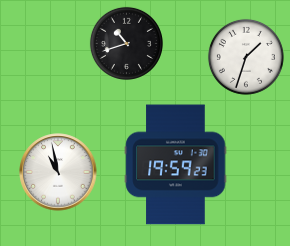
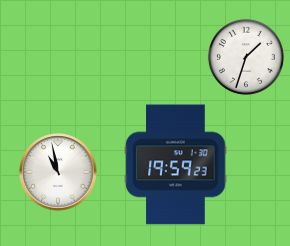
clock at (126, 43): 10:42 -> none
